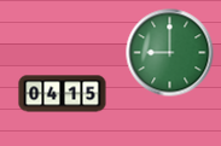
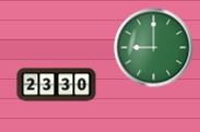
clock at (63, 94): 04:15 -> 23:30
